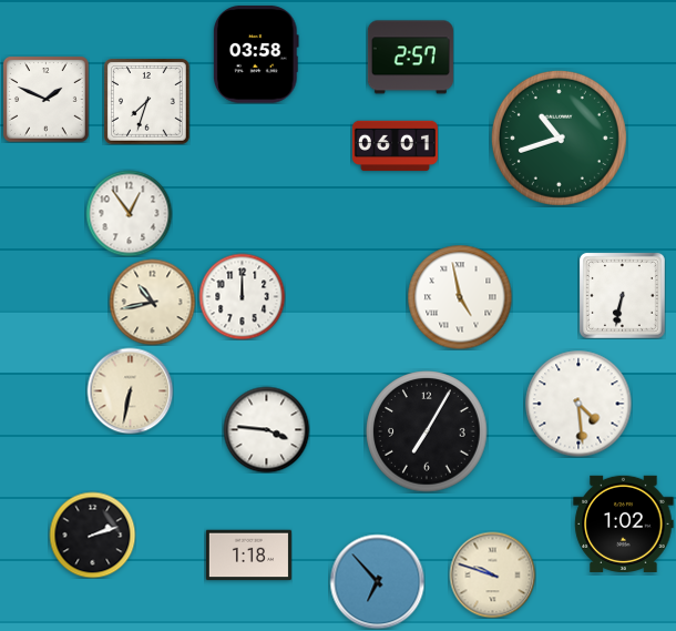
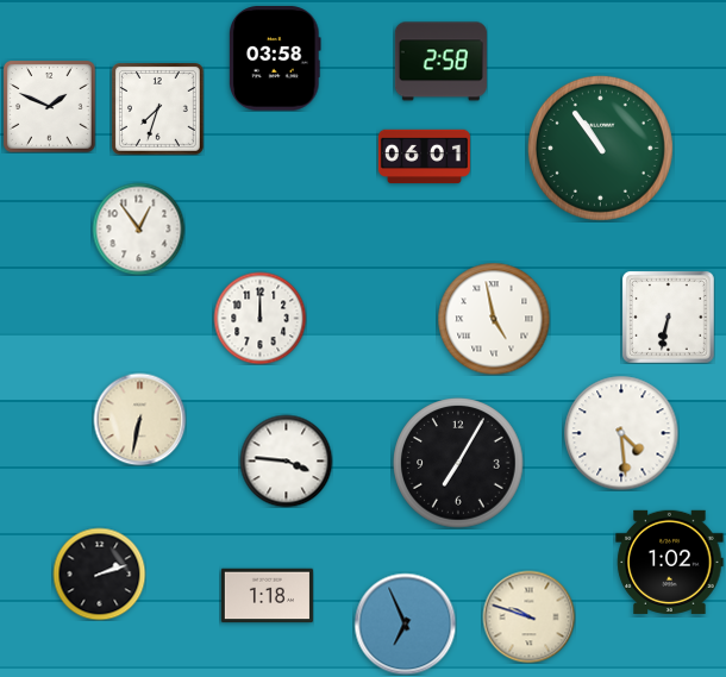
clock at (410, 58): 2:57 -> 2:58
clock at (559, 138): 10:42 -> 10:54
clock at (152, 302): 10:43 -> none
clock at (377, 581): 6:53 -> 6:56
